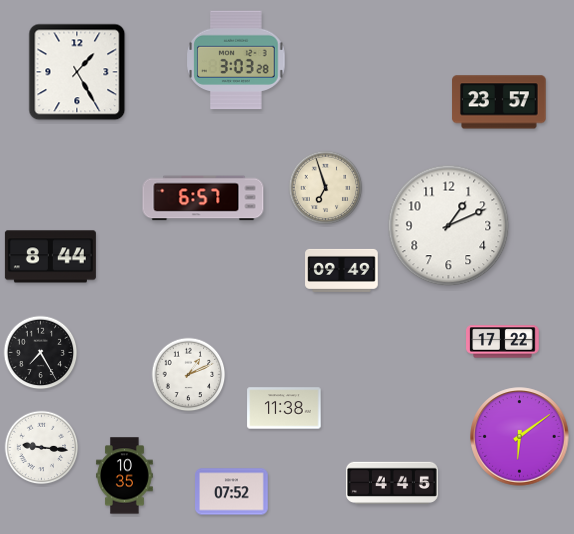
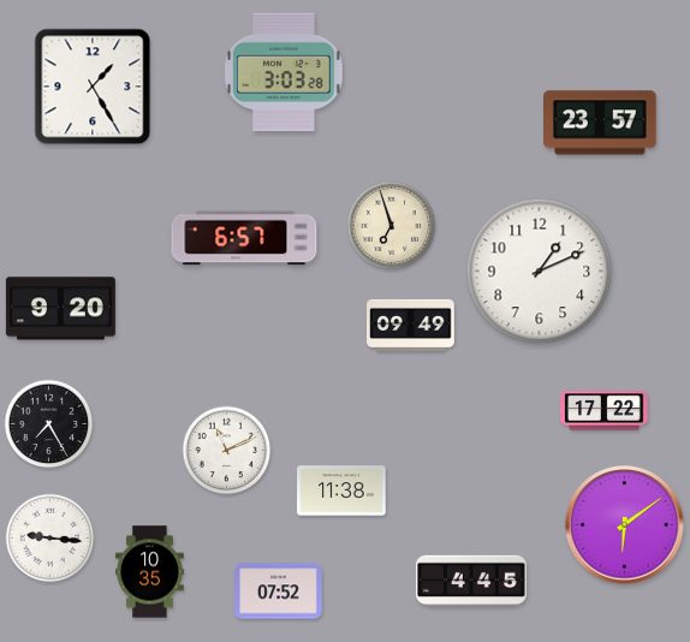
clock at (50, 257): 8:44 -> 9:20
clock at (189, 375): 1:11 -> 11:11
